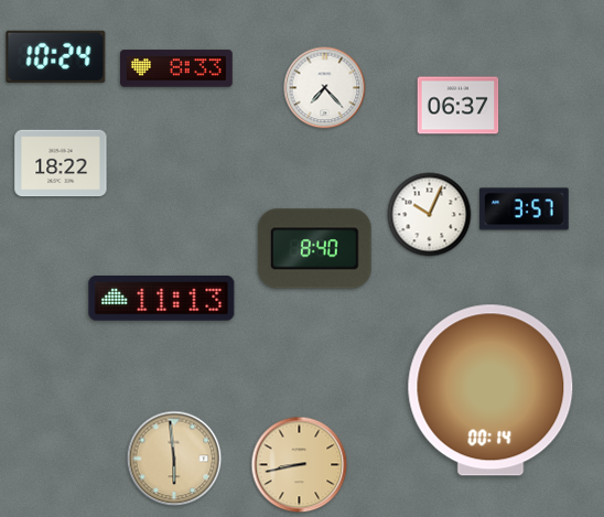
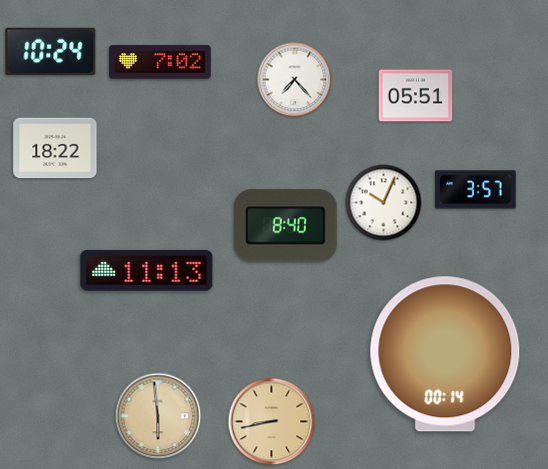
clock at (177, 68): 8:33 -> 7:02
clock at (459, 106): 06:37 -> 05:51
clock at (430, 215) position: (430, 215) -> (384, 203)
